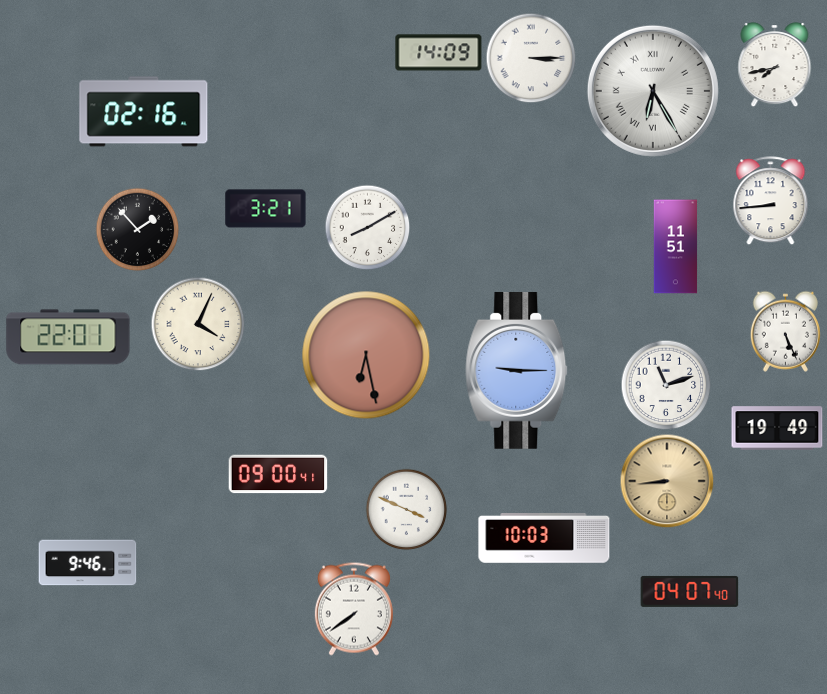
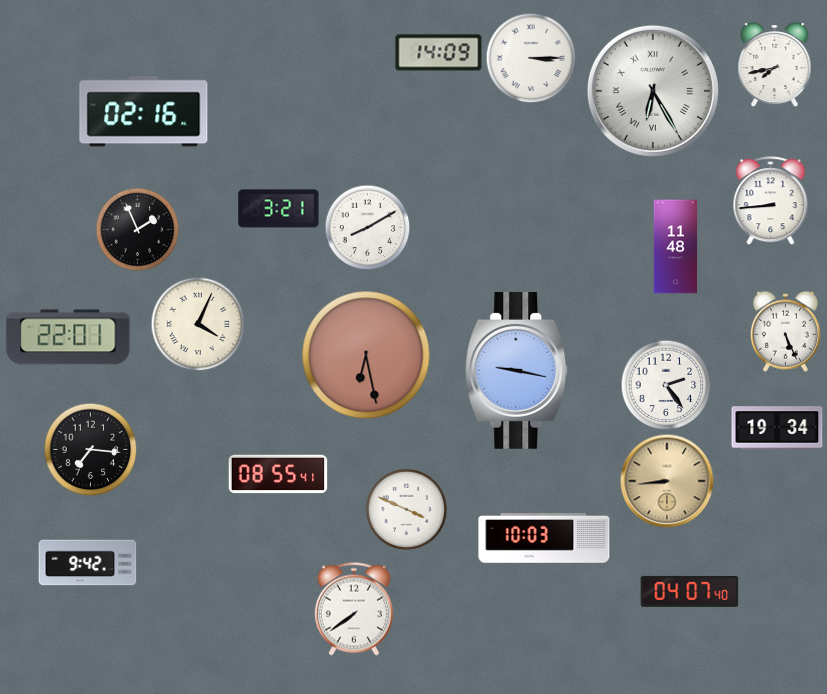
clock at (266, 209) position: (266, 209) -> (279, 209)
clock at (137, 229): 1:53 -> 1:56
clock at (676, 247): 11:51 -> 11:48
clock at (517, 370): 9:15 -> 9:17
clock at (666, 385): 11:12 -> 2:24
clock at (777, 428): 19:49 -> 19:34
clock at (90, 449): none -> 7:16
clock at (278, 474): 09:00 -> 08:55
clock at (88, 563): 9:46 -> 9:42
